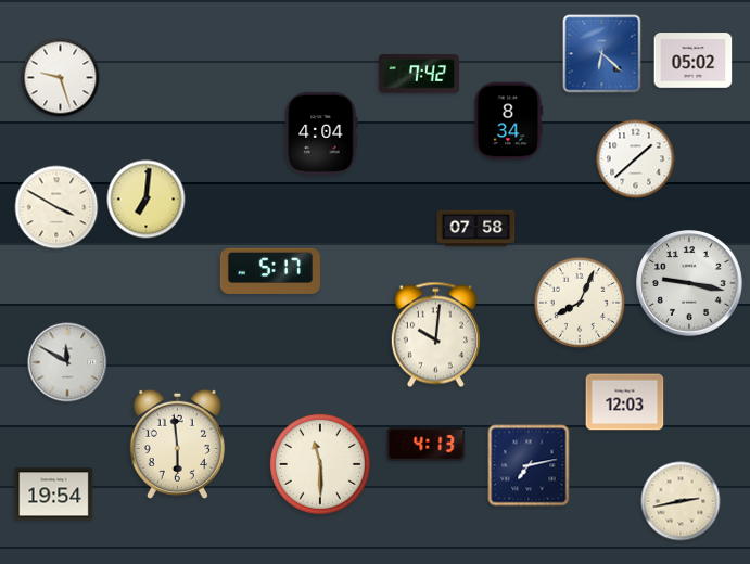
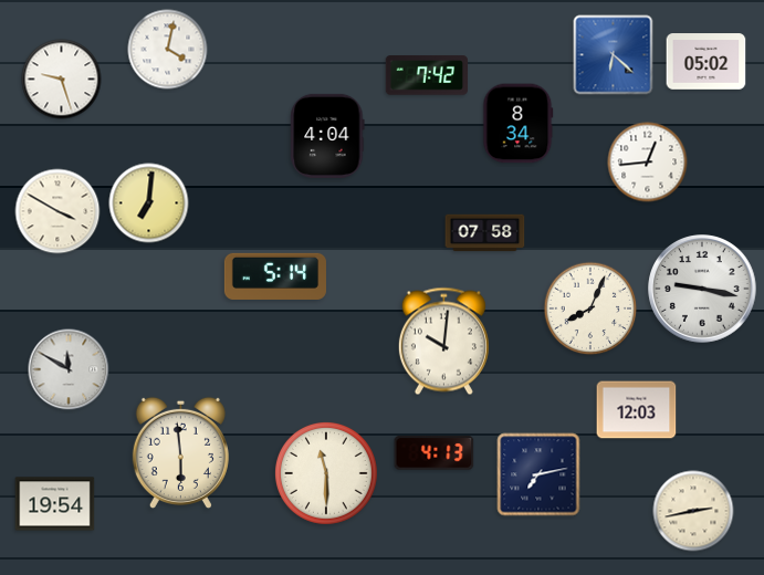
clock at (168, 50): none -> 4:02
clock at (636, 159): 1:38 -> 12:44
clock at (270, 270): 5:17 -> 5:14
